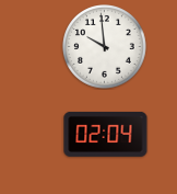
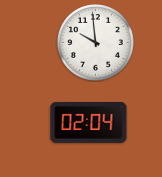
clock at (106, 134) position: (106, 134) -> (89, 122)
